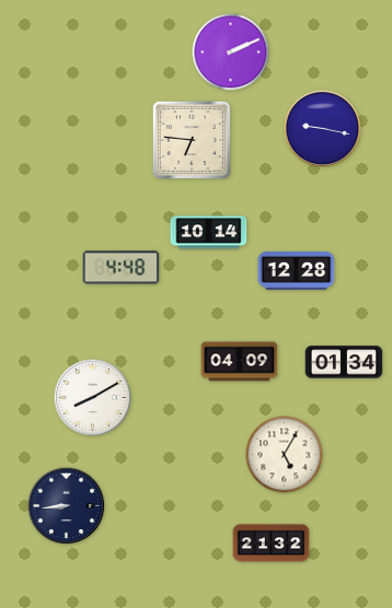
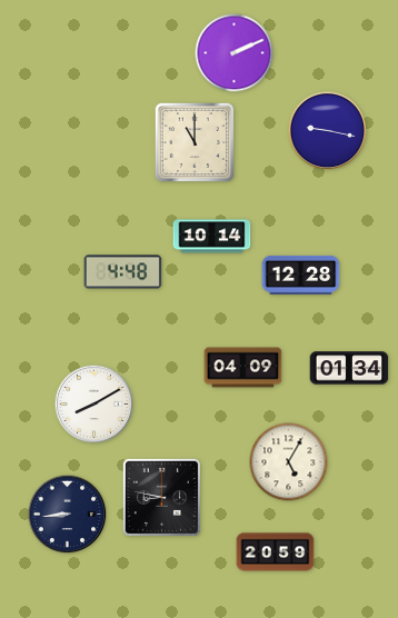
clock at (192, 140): 6:46 -> 11:00
clock at (161, 497): none -> 8:47
clock at (272, 543): 21:32 -> 20:59
